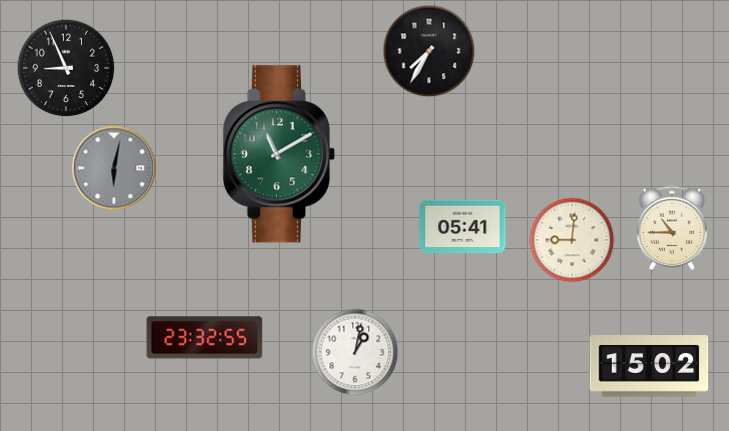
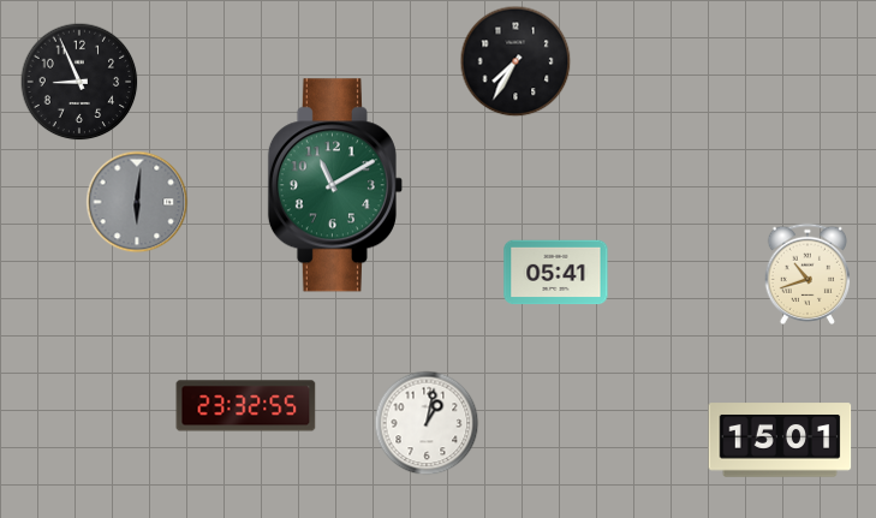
clock at (114, 168): 6:02 -> 6:01
clock at (672, 228): 10:45 -> 10:42
clock at (572, 240): 9:01 -> none
clock at (649, 366): 15:02 -> 15:01
